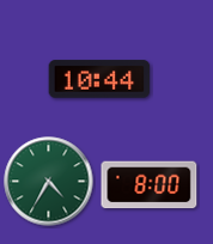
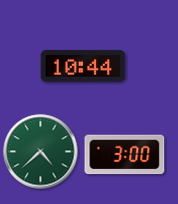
clock at (49, 182): 4:35 -> 4:38
clock at (150, 185): 8:00 -> 3:00
